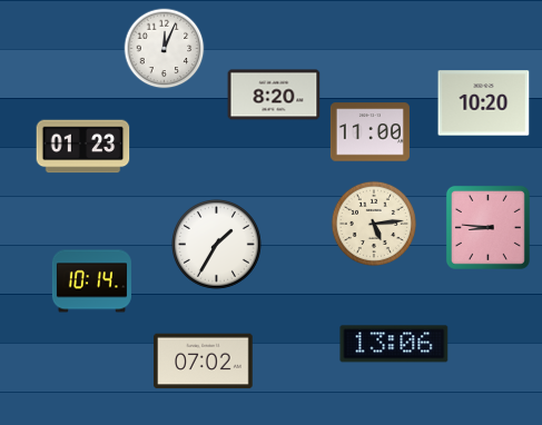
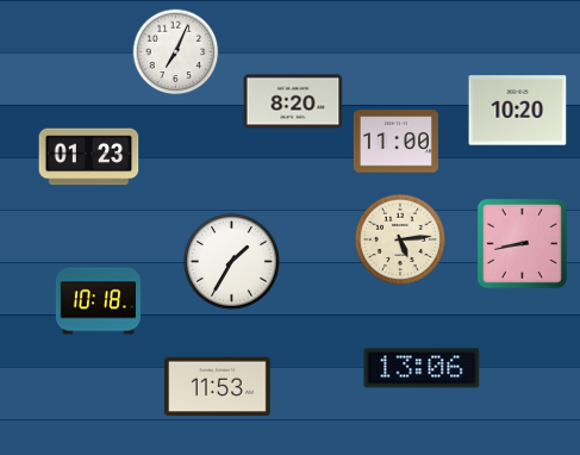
clock at (165, 49): 12:04 -> 7:04
clock at (487, 227): 8:46 -> 8:43
clock at (91, 281): 10:14 -> 10:18
clock at (204, 362): 07:02 -> 11:53
